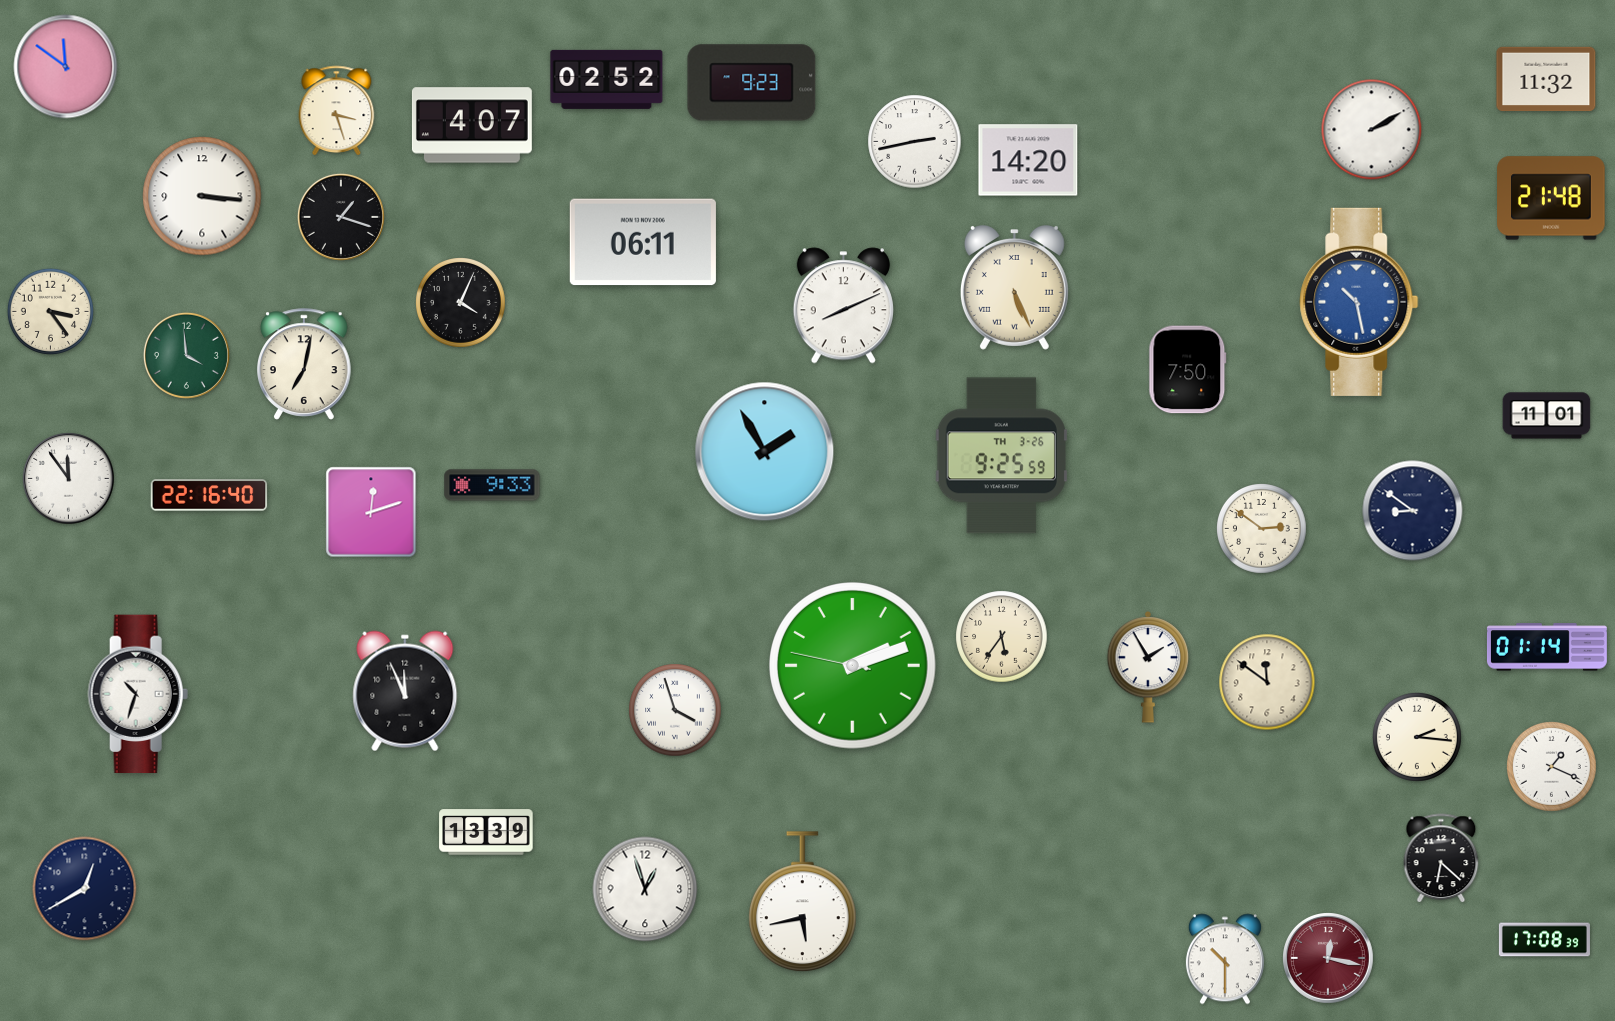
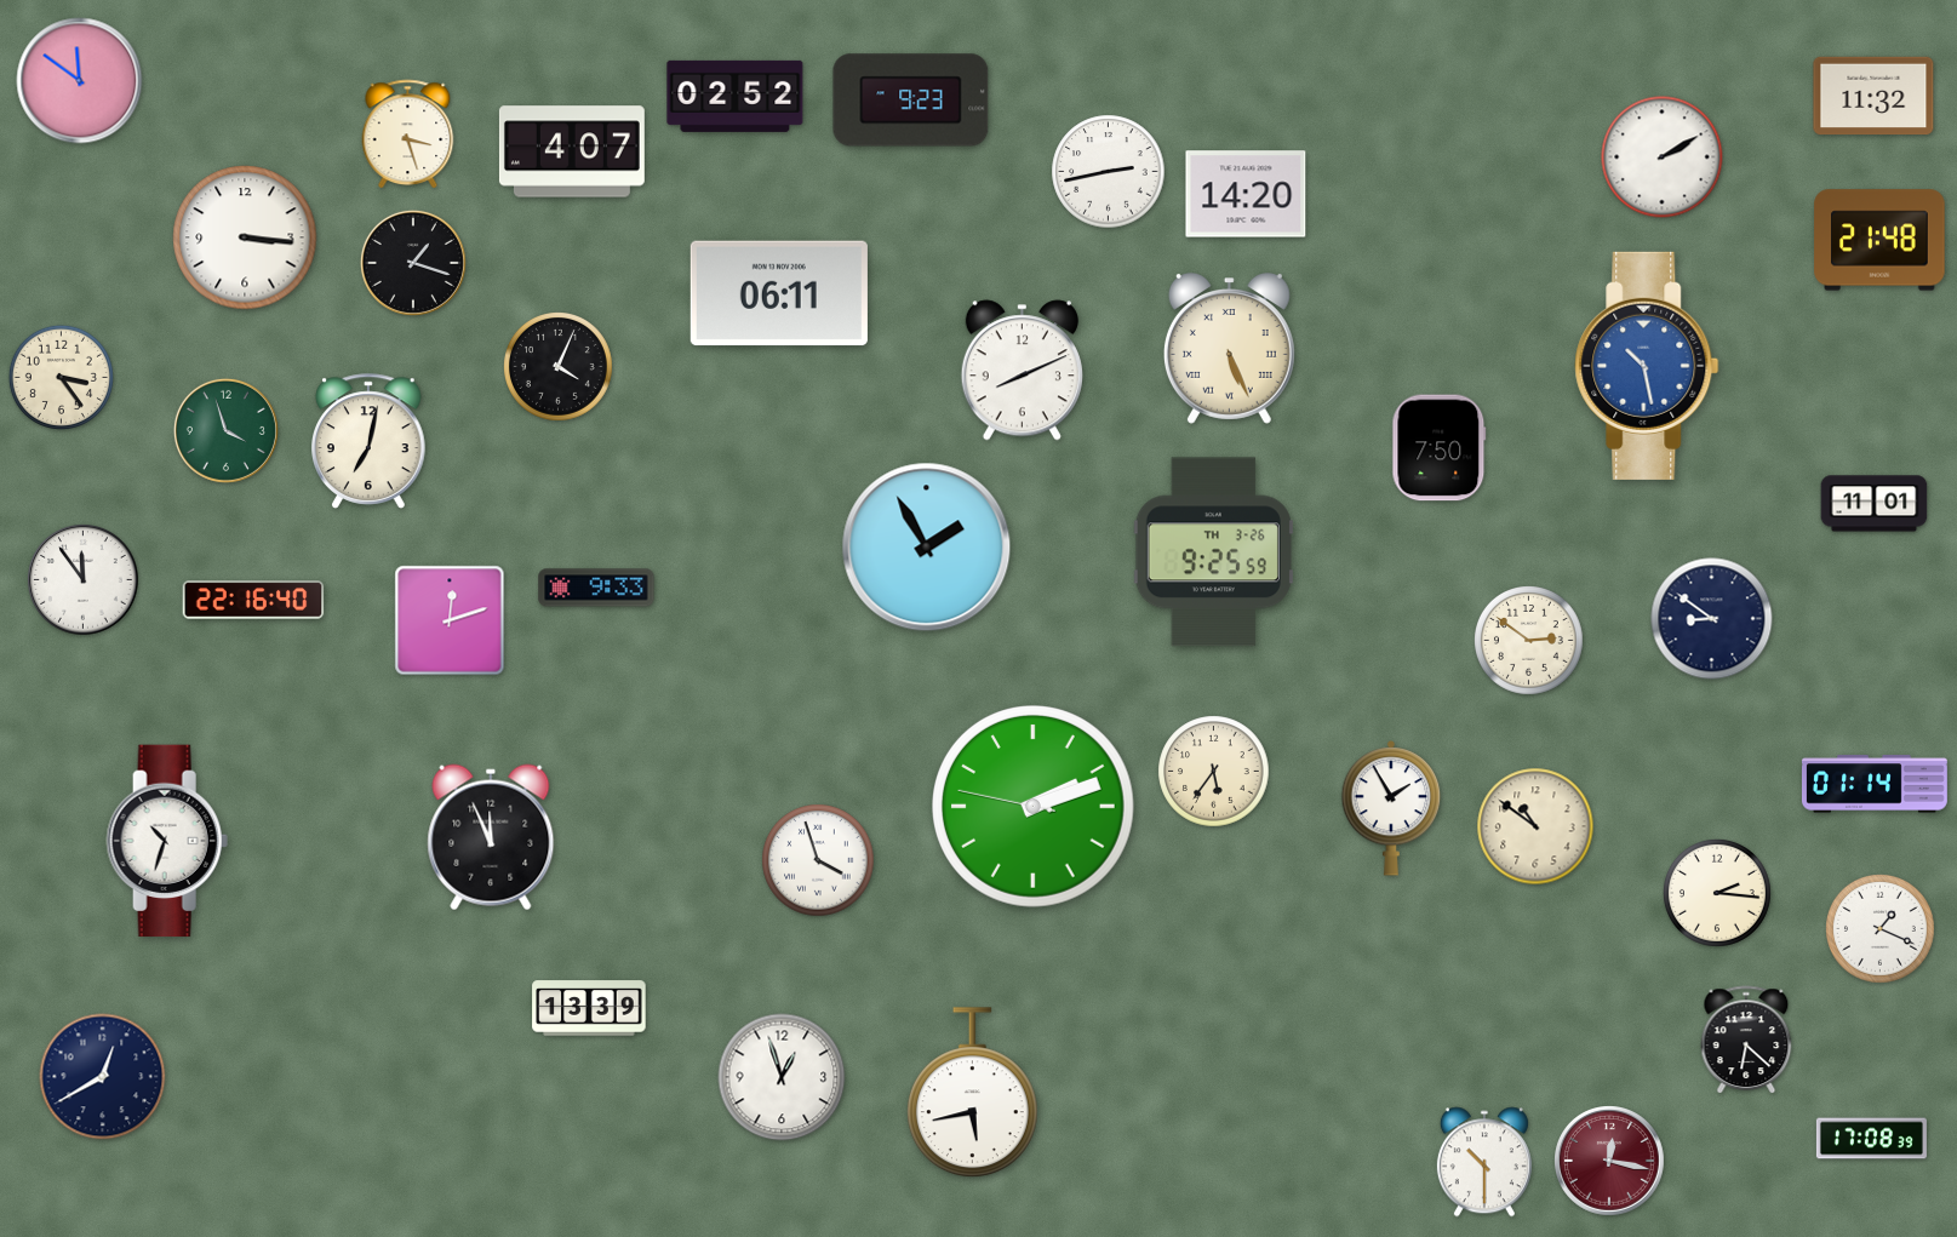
clock at (186, 355): 3:59 -> 3:57
clock at (1267, 682): 11:51 -> 10:51
